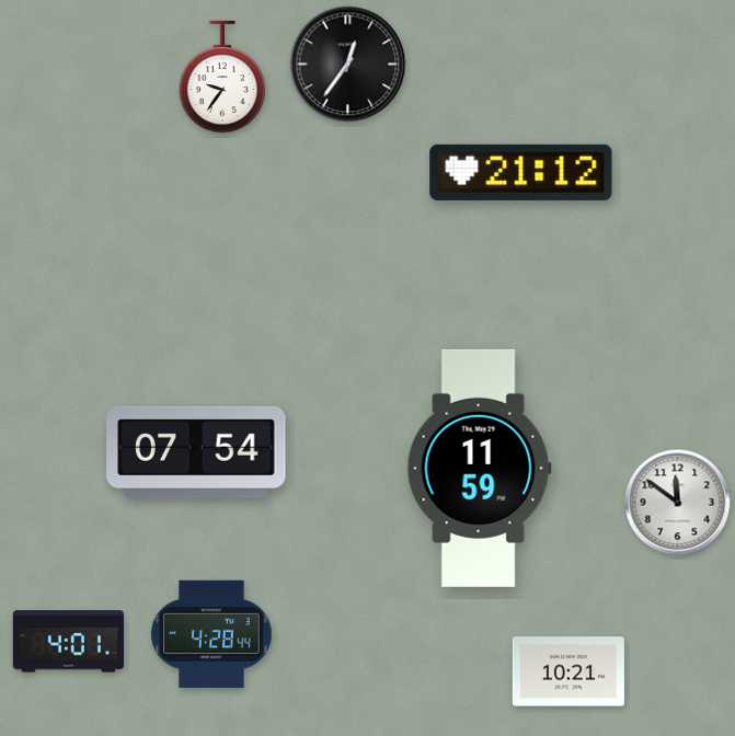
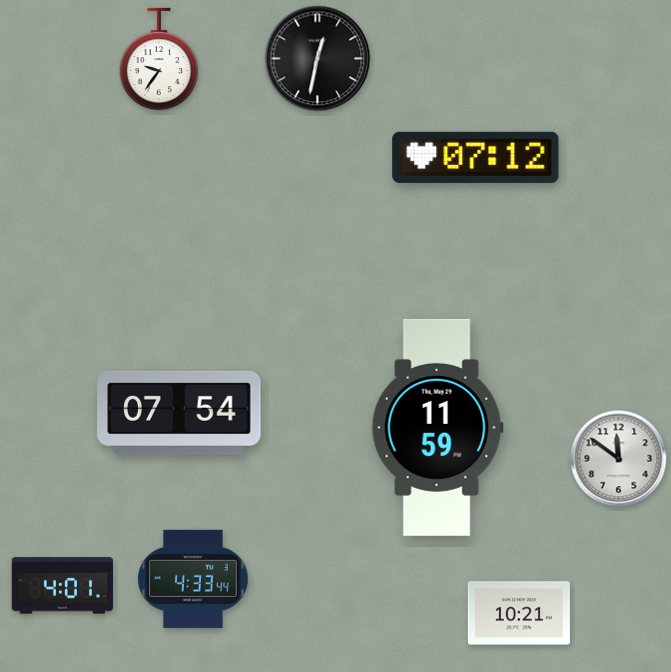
clock at (348, 65): 12:36 -> 12:32
clock at (222, 77) position: (222, 77) -> (159, 59)
clock at (521, 172): 21:12 -> 07:12
clock at (211, 634): 4:28 -> 4:33
